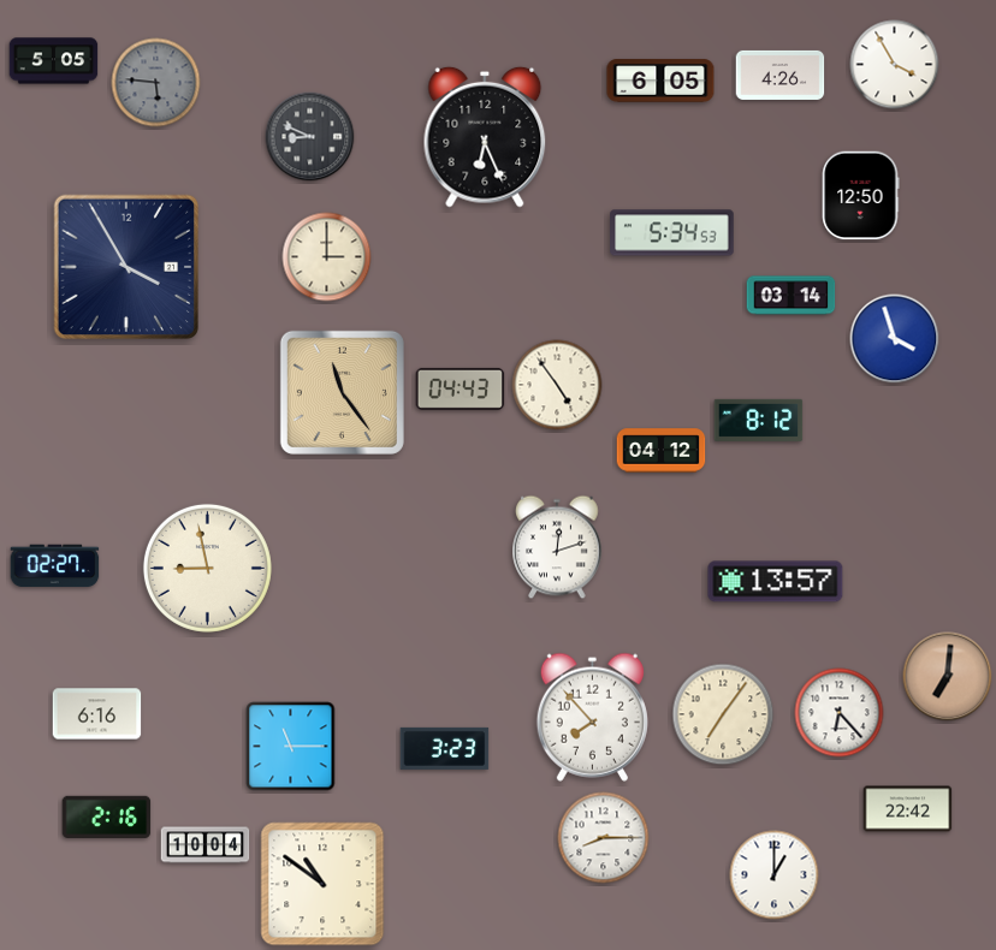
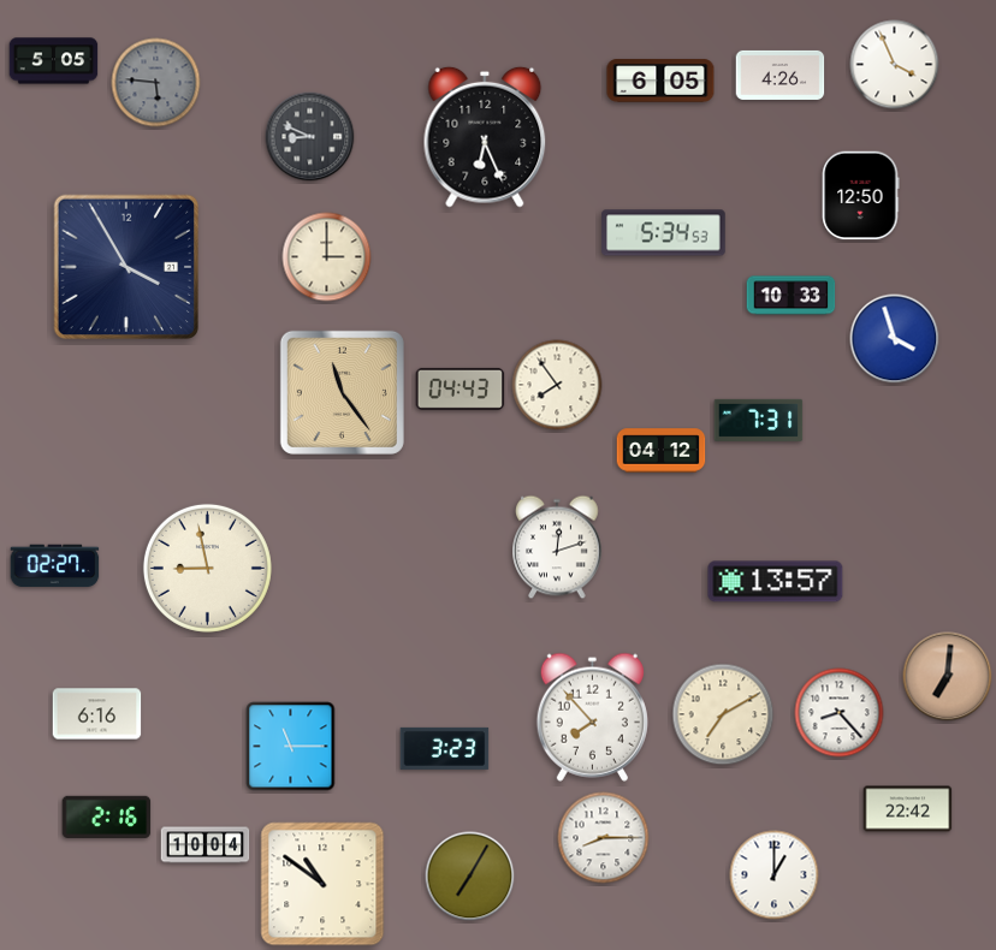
clock at (895, 65): 3:55 -> 3:56
clock at (672, 233) position: (672, 233) -> (664, 233)
clock at (792, 296): 03:14 -> 10:33
clock at (557, 385): 4:54 -> 7:54
clock at (759, 420): 8:12 -> 7:31
clock at (840, 713): 6:23 -> 8:23
clock at (723, 714): 7:06 -> 7:10
clock at (470, 877): none -> 7:05
